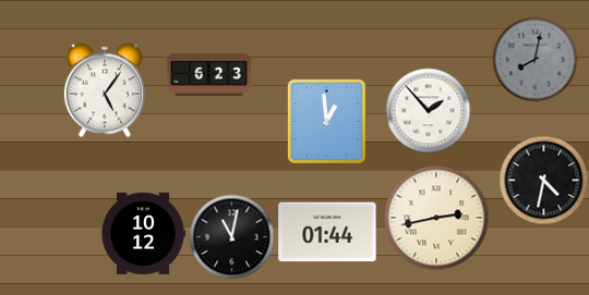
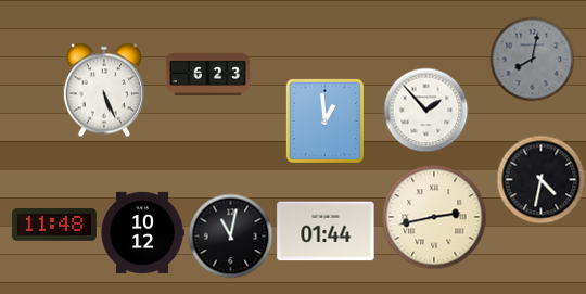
clock at (105, 90): 5:06 -> 5:26
clock at (54, 226): none -> 11:48
